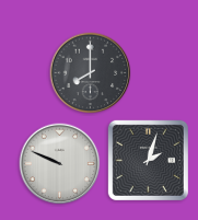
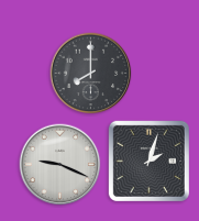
clock at (60, 164): 9:49 -> 9:19
